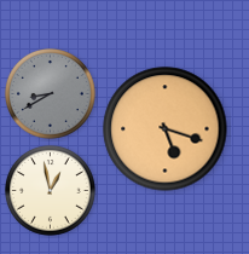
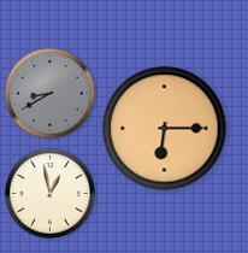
clock at (166, 129): 5:18 -> 6:15
clock at (50, 190) position: (50, 190) -> (49, 193)
